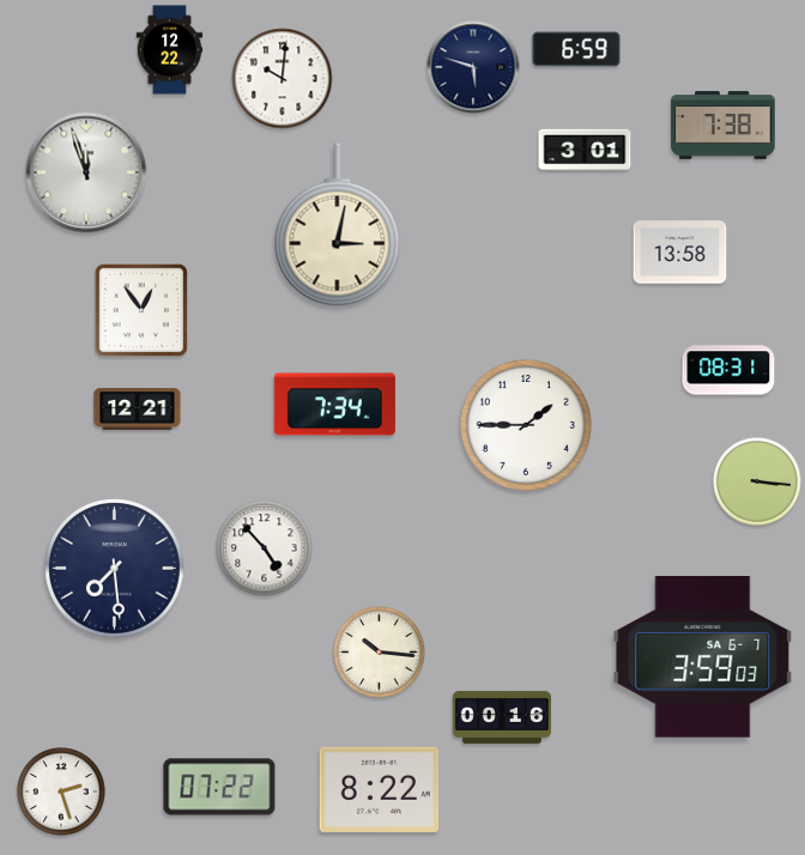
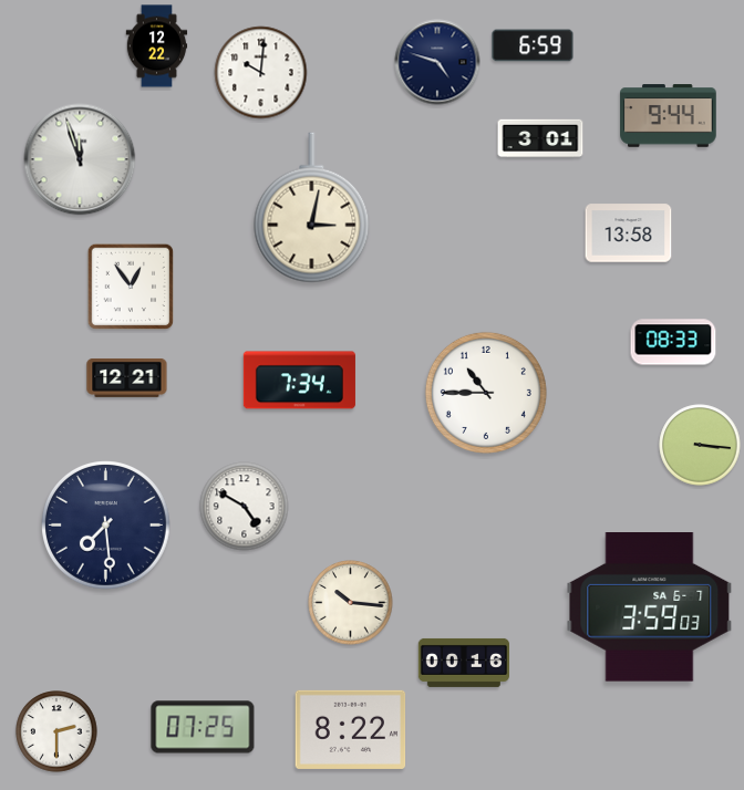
clock at (473, 67): 5:48 -> 4:48
clock at (724, 126): 7:38 -> 9:44
clock at (728, 370): 08:31 -> 08:33
clock at (334, 405) position: (334, 405) -> (299, 381)
clock at (526, 425): 1:45 -> 10:45
clock at (265, 548): 4:53 -> 4:50
clock at (219, 787): 07:22 -> 07:25
clock at (61, 792): 2:27 -> 2:30
